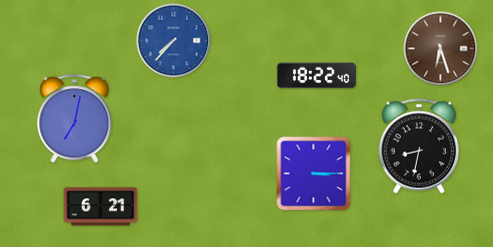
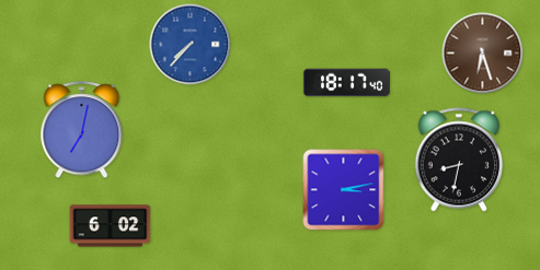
clock at (316, 76): 18:22 -> 18:17
clock at (314, 174): 3:15 -> 3:13
clock at (101, 207): 6:21 -> 6:02
